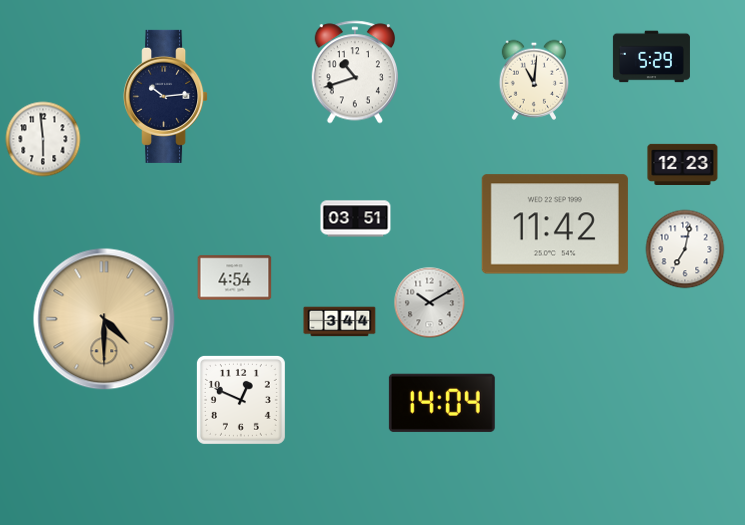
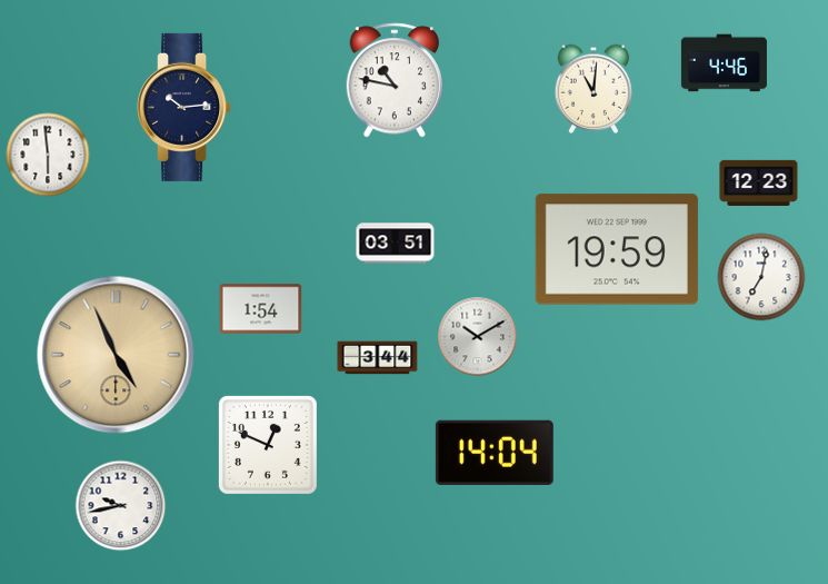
clock at (651, 57): 5:29 -> 4:46
clock at (354, 72): 10:42 -> 10:47
clock at (555, 224): 11:42 -> 19:59
clock at (235, 278): 4:54 -> 1:54
clock at (104, 319): 4:30 -> 4:56
clock at (442, 403) position: (442, 403) -> (495, 453)
clock at (121, 506): none -> 9:43
